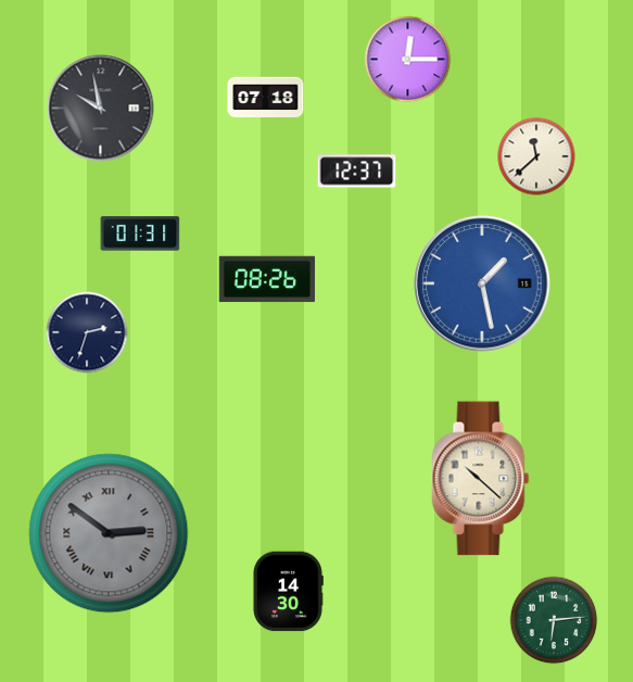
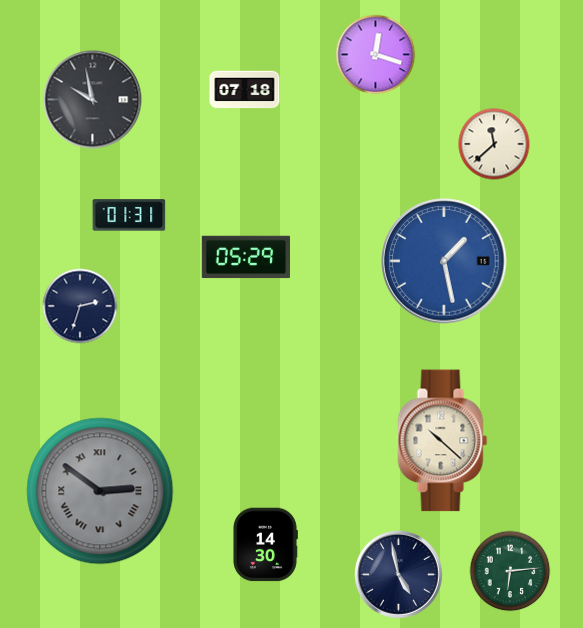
clock at (408, 60): 12:15 -> 12:18
clock at (357, 172): 12:37 -> none
clock at (267, 279): 08:26 -> 05:29
clock at (399, 575): none -> 4:58
